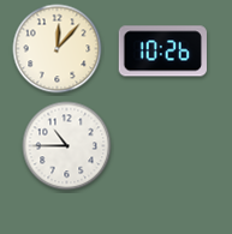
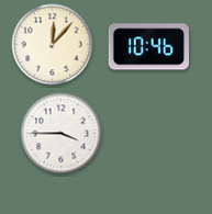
clock at (162, 52): 10:26 -> 10:46
clock at (67, 146): 10:45 -> 3:45
